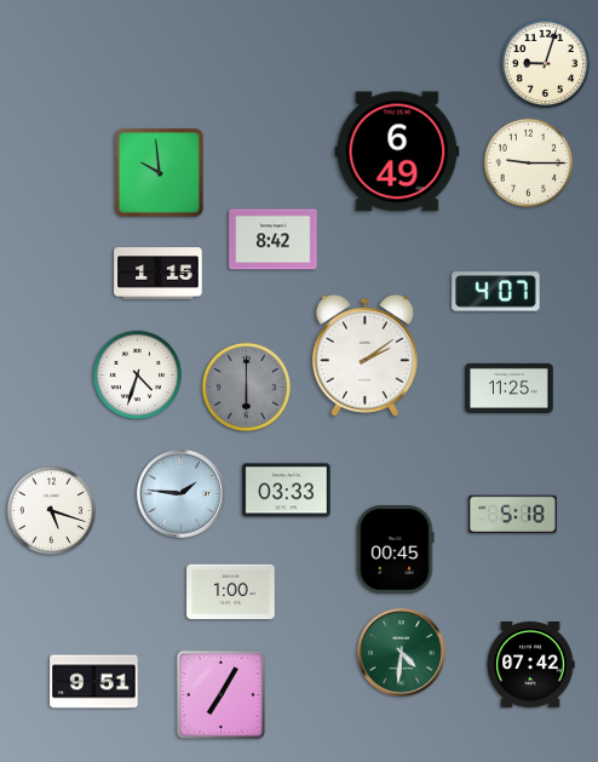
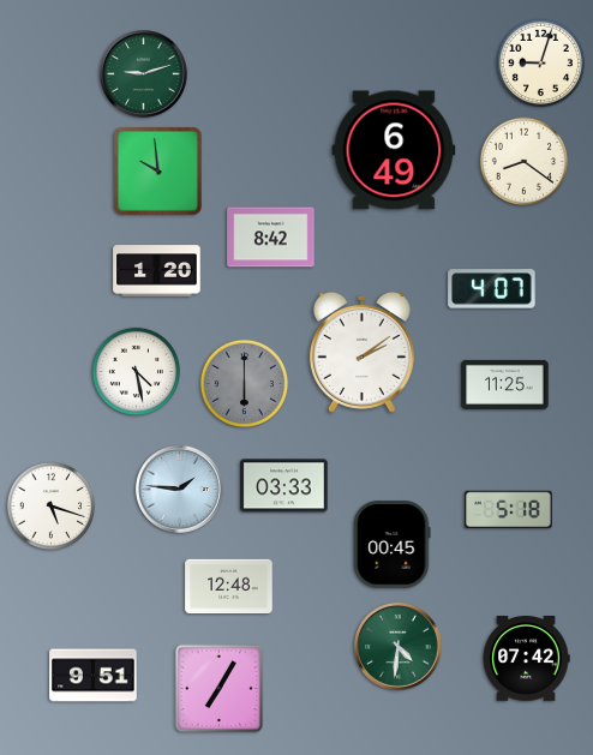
clock at (144, 74): none -> 9:12
clock at (529, 164): 9:15 -> 8:21
clock at (159, 274): 1:15 -> 1:20
clock at (138, 376): 4:33 -> 4:28
clock at (231, 592): 1:00 -> 12:48
